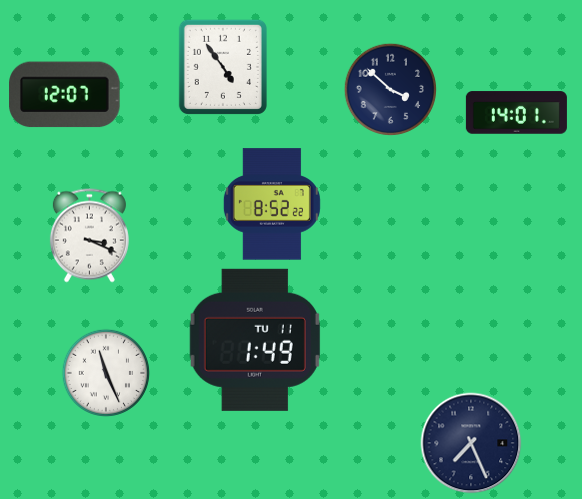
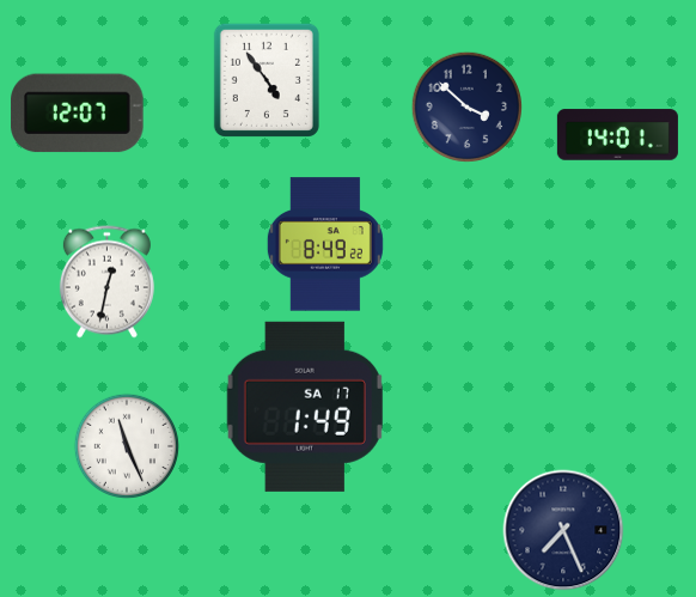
clock at (272, 204): 8:52 -> 8:49
clock at (89, 236): 3:19 -> 12:32
clock at (255, 340) date: TU 11 -> SA 17
